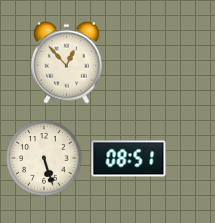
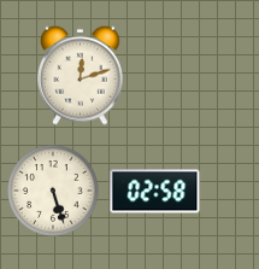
clock at (66, 62): 12:53 -> 12:12
clock at (129, 159): 08:51 -> 02:58
